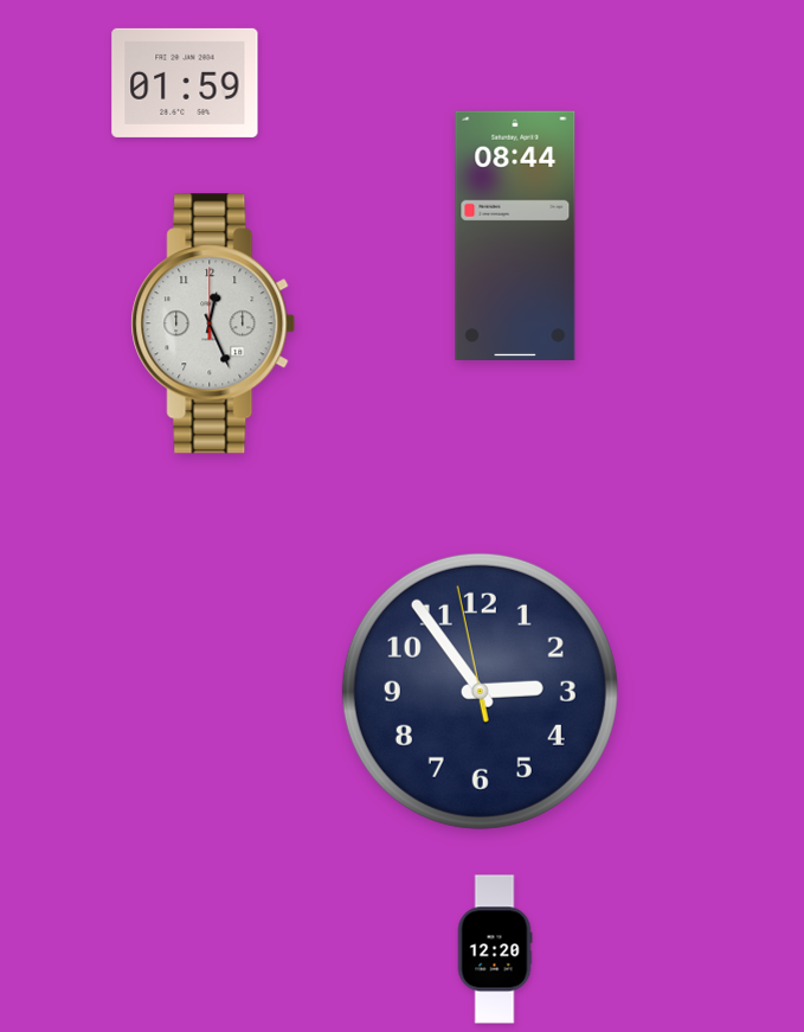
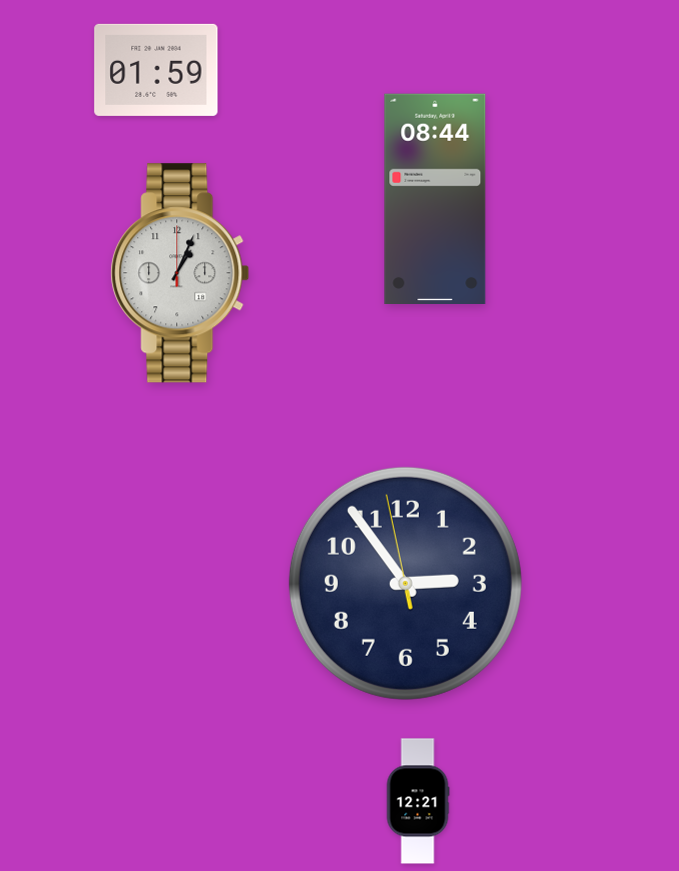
clock at (213, 323): 12:26 -> 1:04
clock at (495, 949): 12:20 -> 12:21
